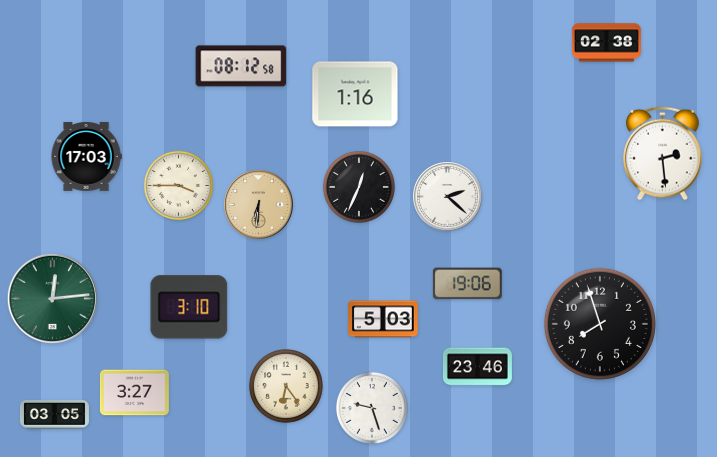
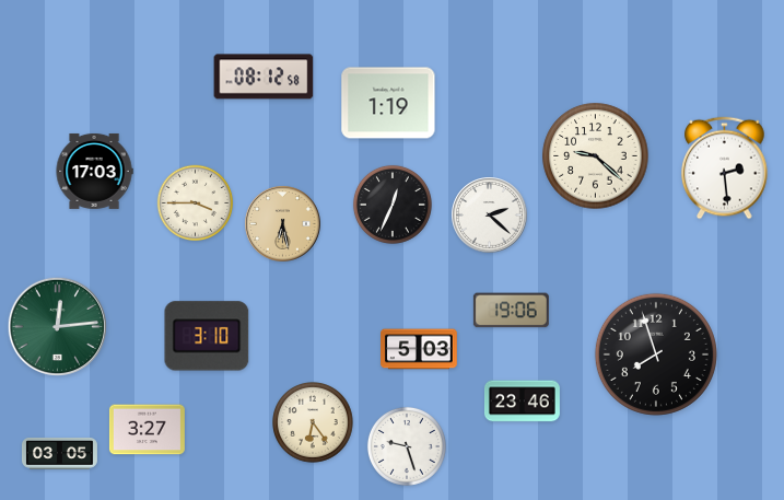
clock at (606, 43): 02:38 -> none
clock at (241, 66) position: (241, 66) -> (264, 77)
clock at (355, 94): 1:16 -> 1:19
clock at (596, 156): none -> 9:22
clock at (259, 205): 6:31 -> 6:28
